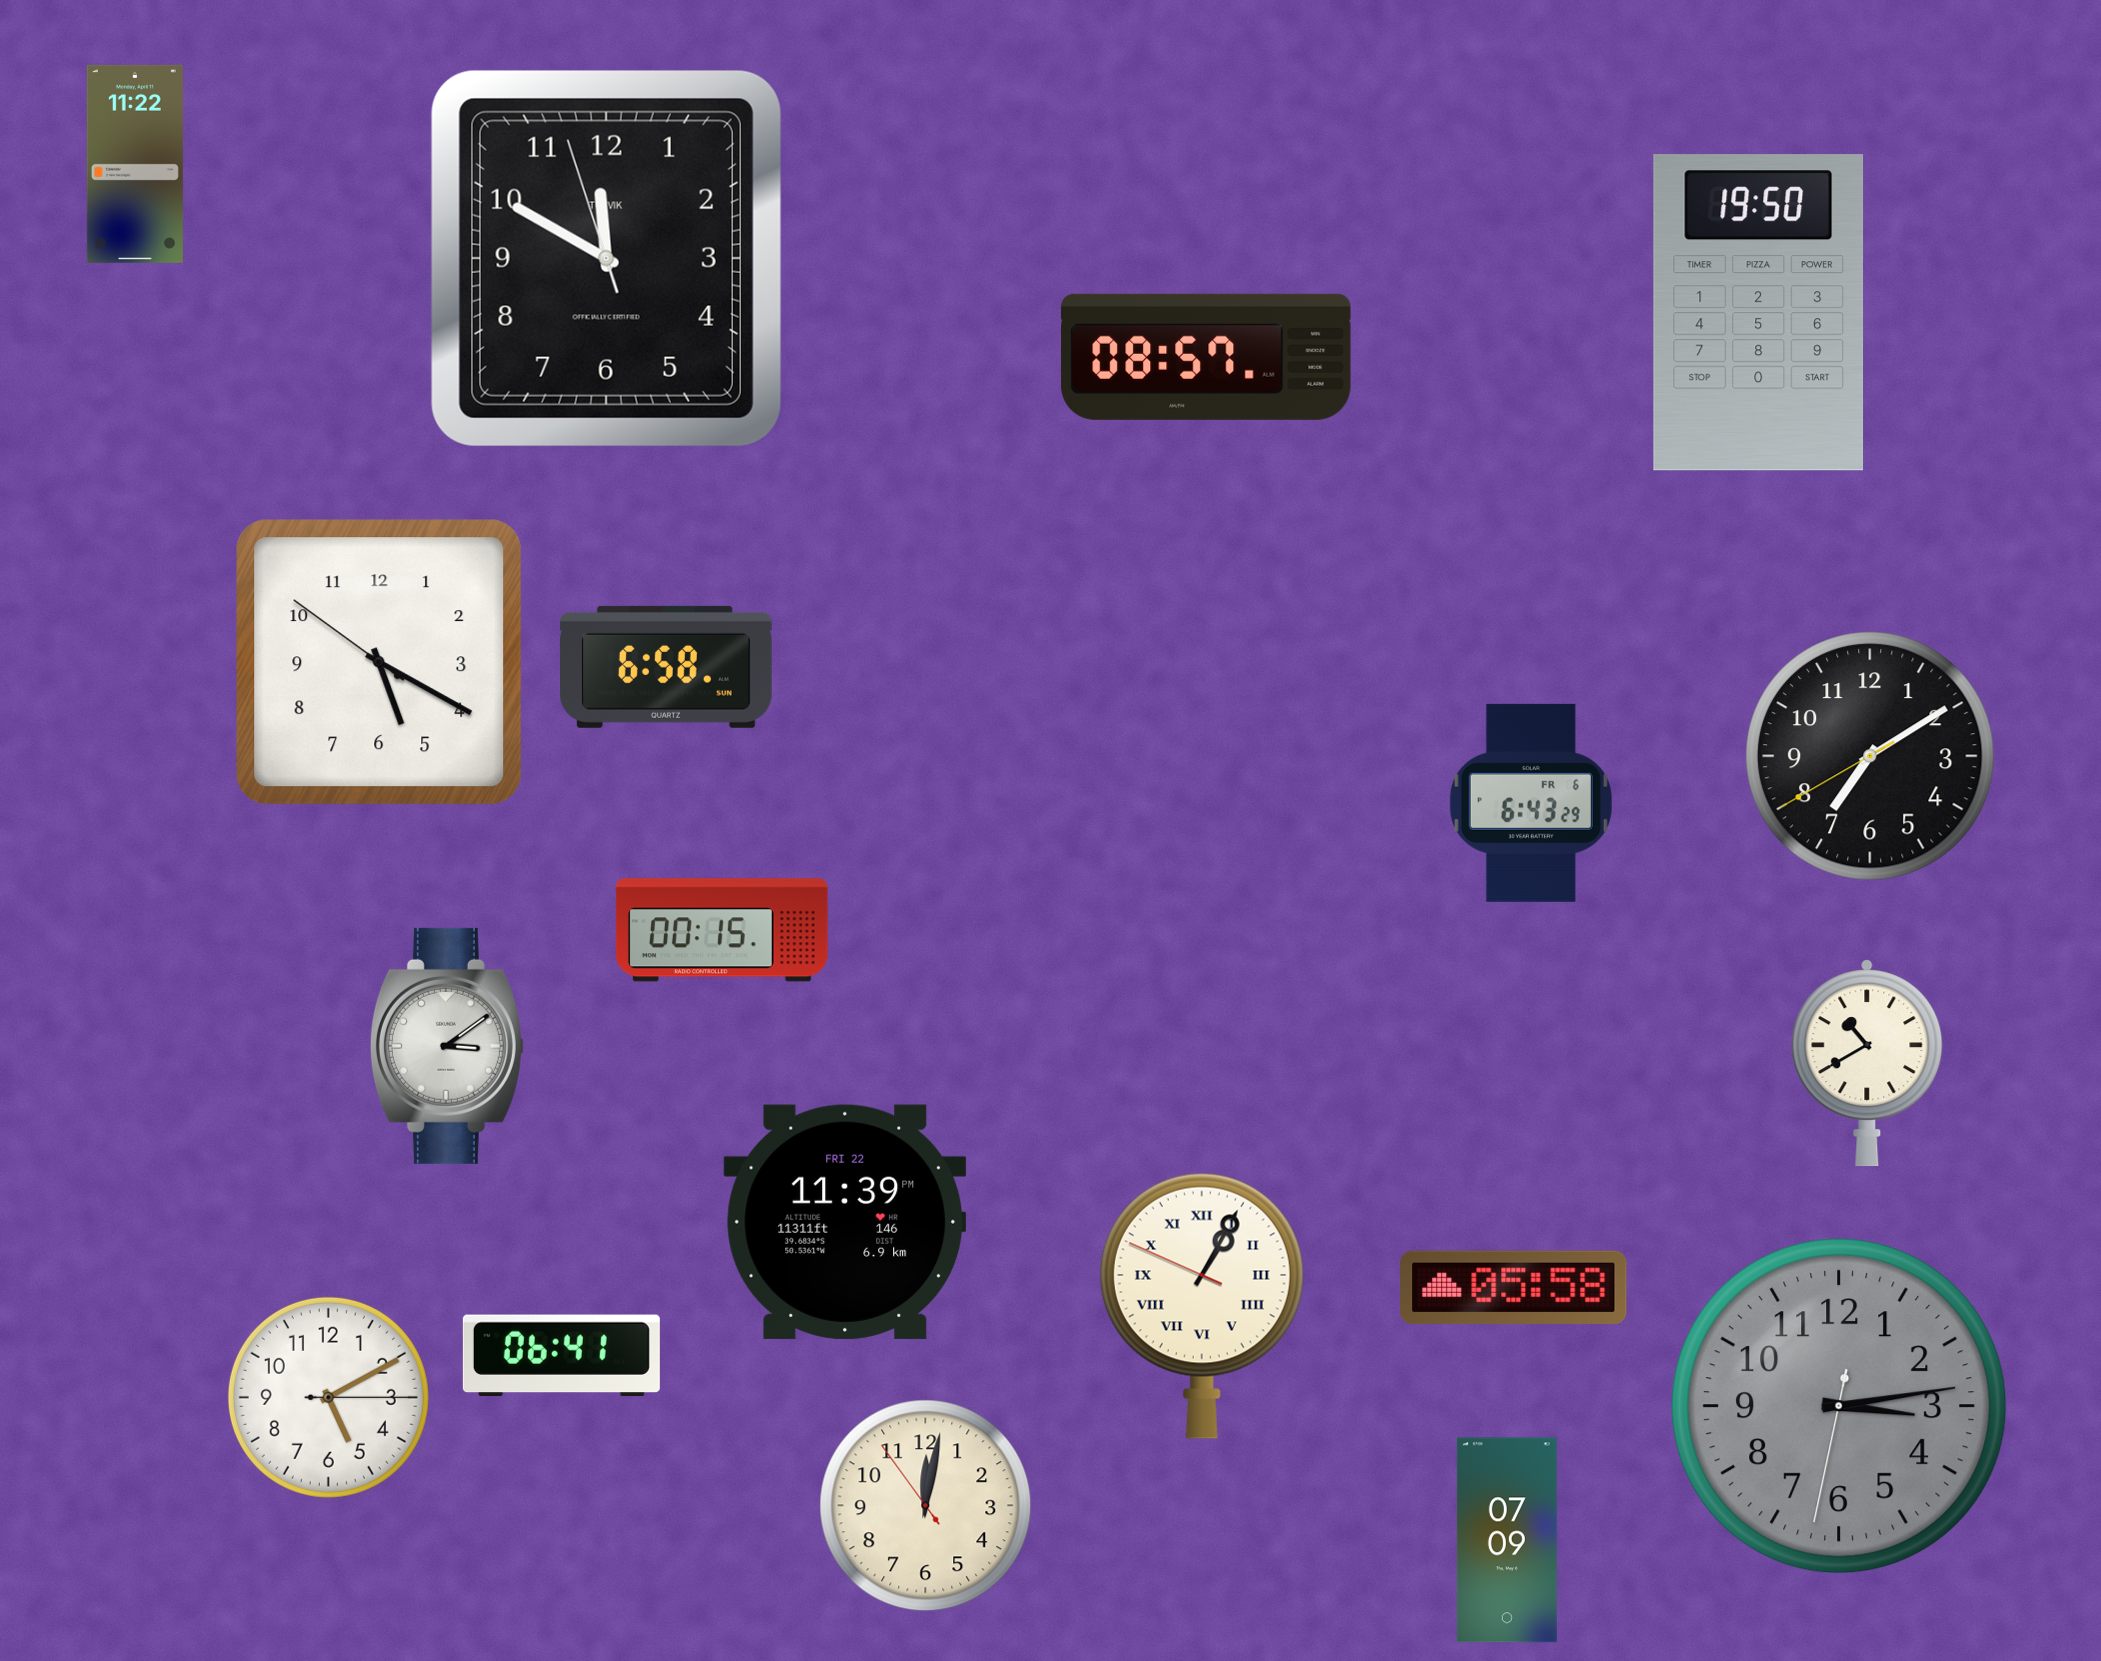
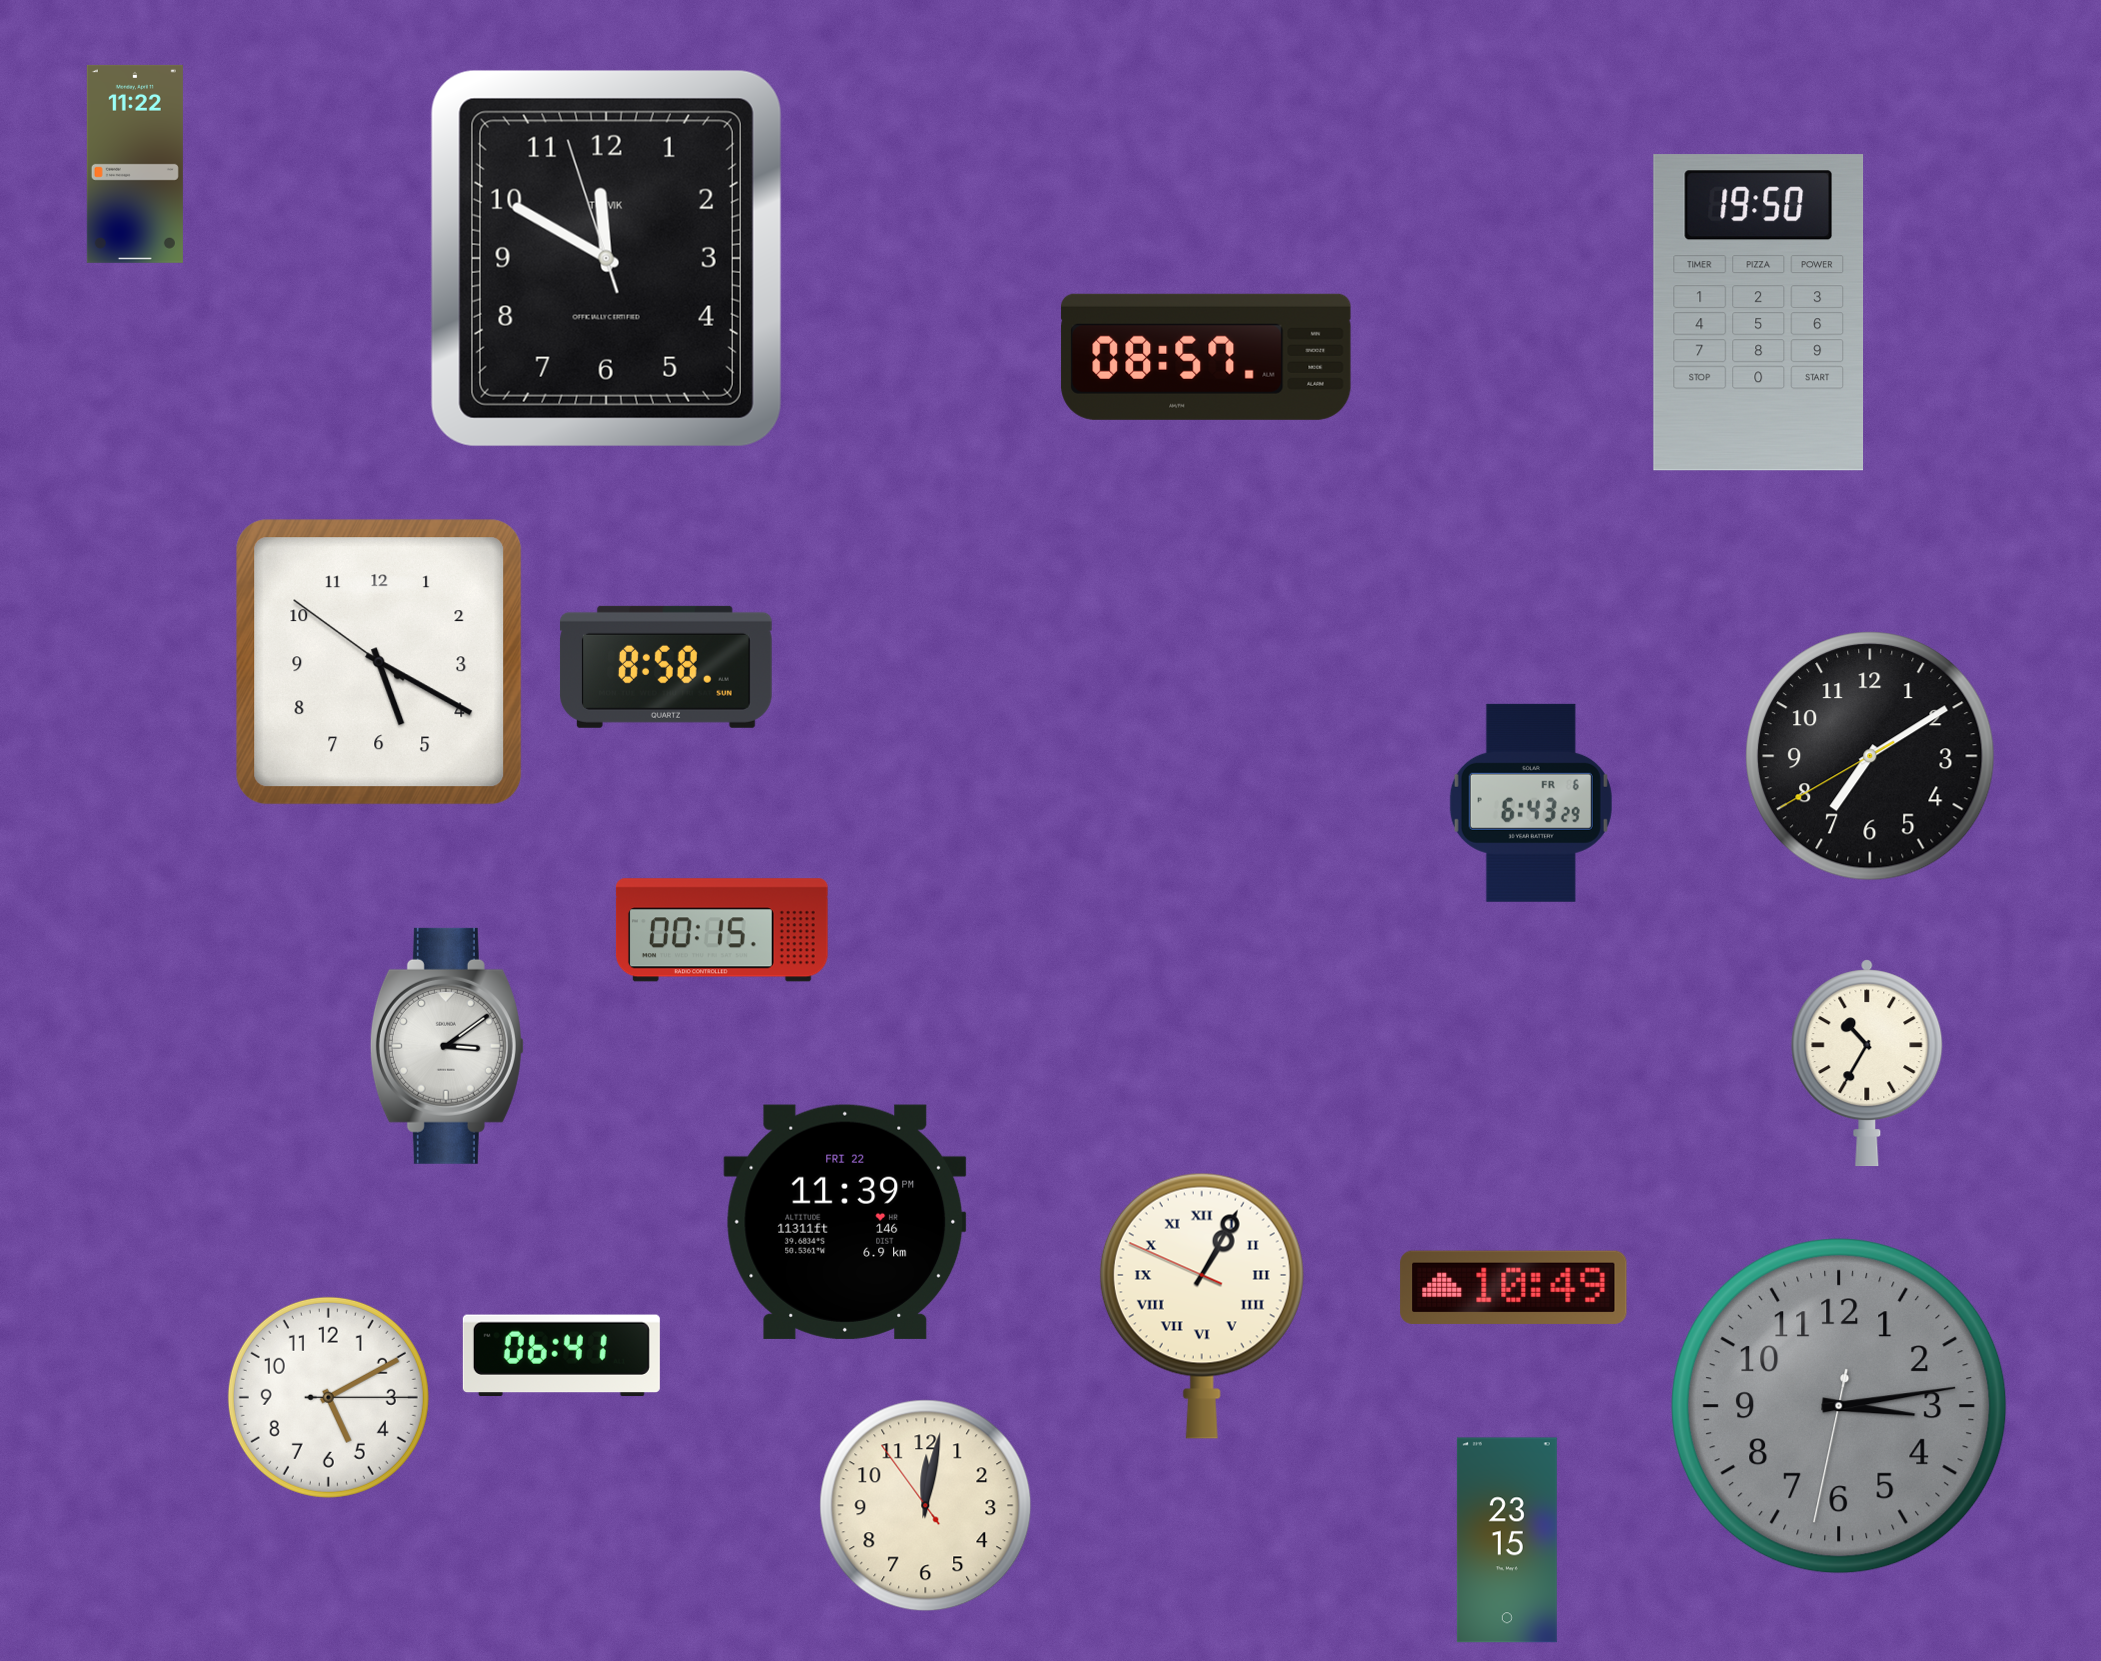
clock at (666, 667): 6:58 -> 8:58
clock at (1867, 1063): 10:40 -> 10:35
clock at (1514, 1287): 05:58 -> 10:49
clock at (1507, 1540): 07:09 -> 23:15
